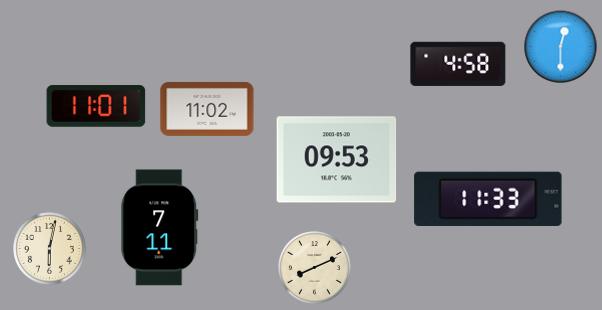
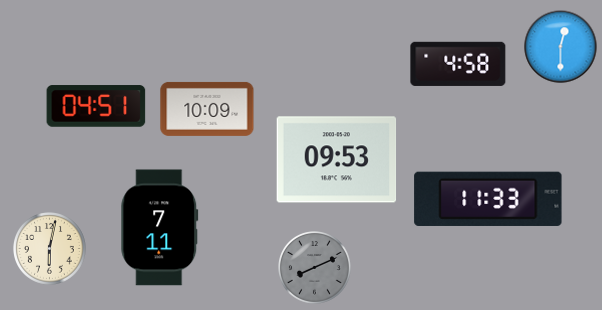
clock at (96, 106): 11:01 -> 04:51
clock at (207, 109): 11:02 -> 10:09
clock at (315, 268) dial: cream -> grey
